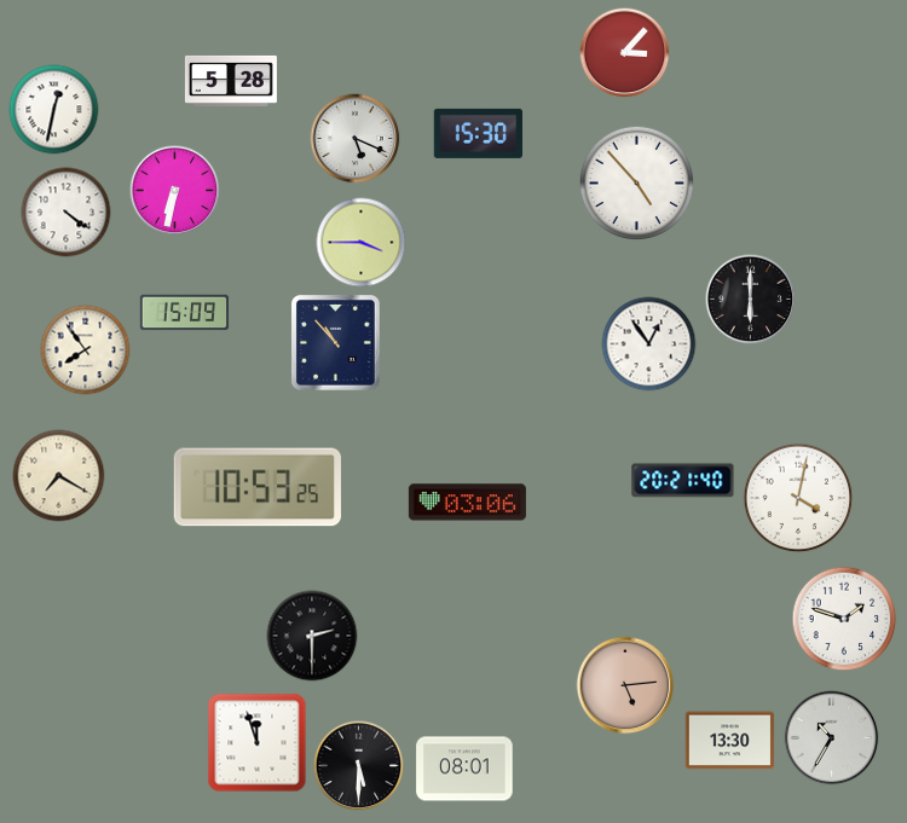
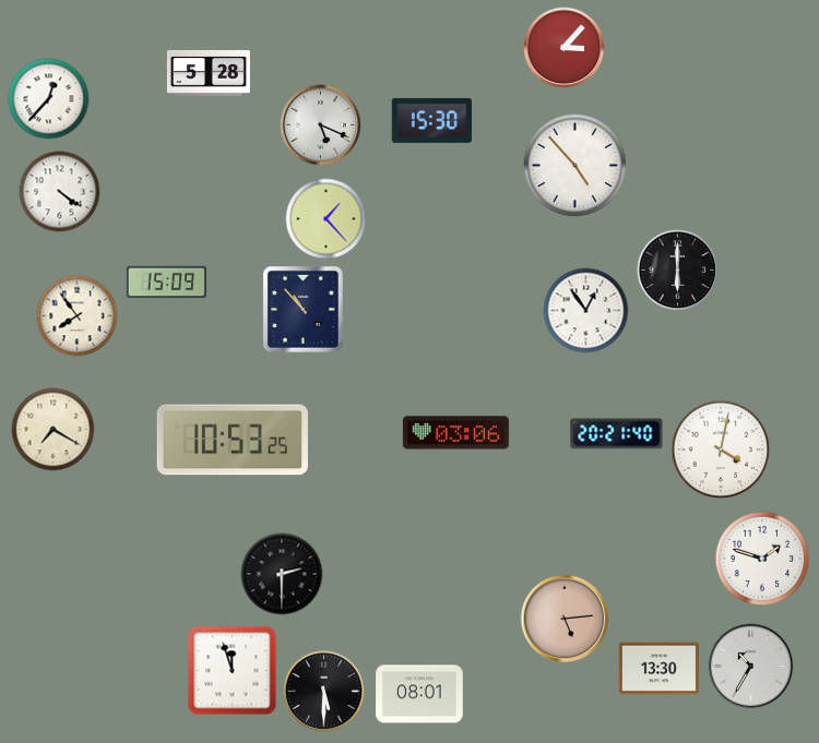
clock at (54, 110): 12:32 -> 12:37
clock at (175, 191): 6:32 -> none
clock at (362, 243): 3:45 -> 1:23
clock at (467, 503) position: (467, 503) -> (455, 433)
